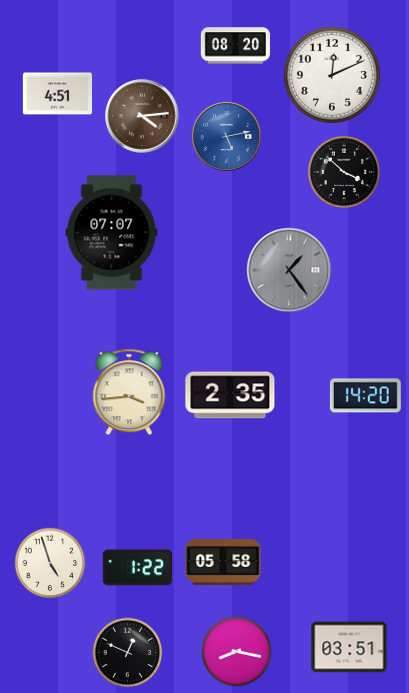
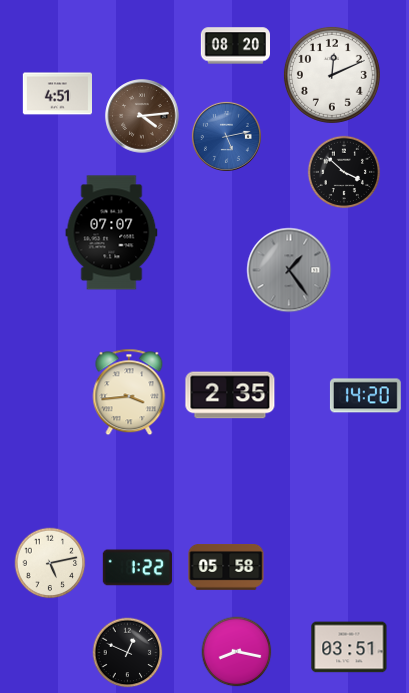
clock at (50, 563): 4:57 -> 5:13
clock at (223, 563) position: (223, 563) -> (226, 568)
